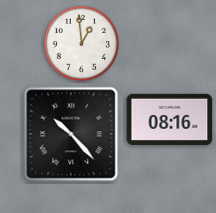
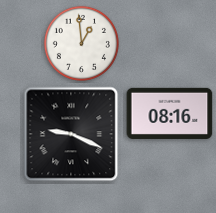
clock at (170, 119) position: (170, 119) -> (170, 113)
clock at (71, 134): 10:23 -> 9:19
